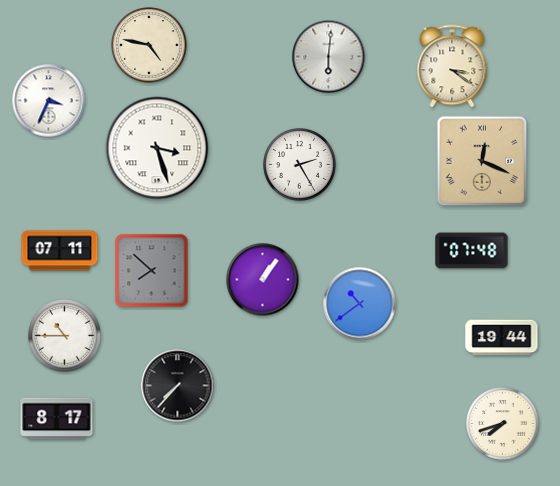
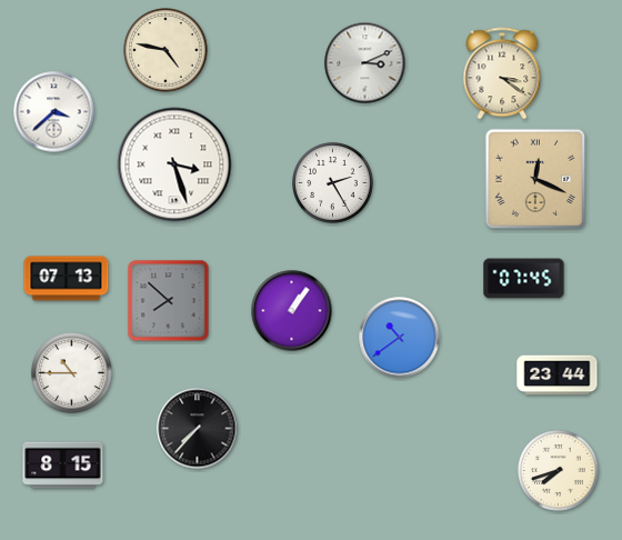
clock at (329, 57): 6:01 -> 3:11
clock at (49, 101): 3:34 -> 3:38
clock at (60, 251): 07:11 -> 07:13
clock at (472, 251): 07:48 -> 07:45
clock at (502, 338): 19:44 -> 23:44
clock at (57, 419): 8:17 -> 8:15
